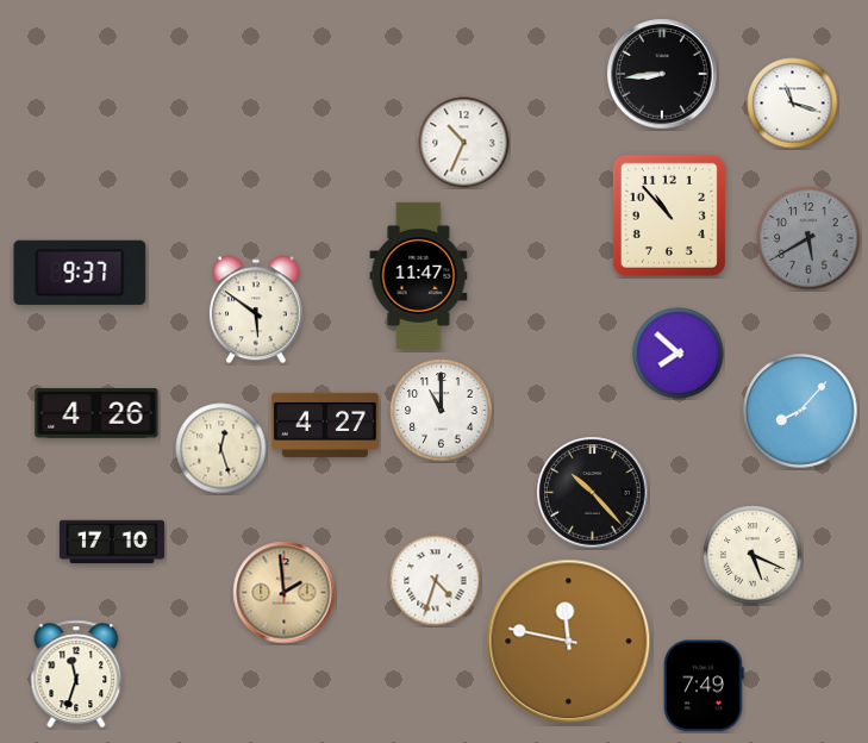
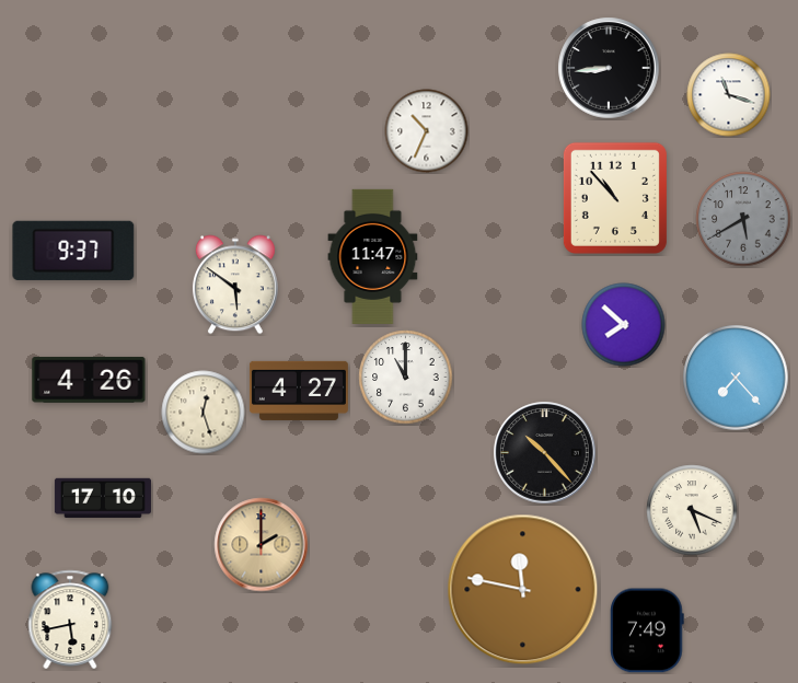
clock at (419, 275) position: (419, 275) -> (373, 256)
clock at (800, 411): 8:07 -> 7:23
clock at (436, 581): 4:33 -> none
clock at (285, 593): 1:59 -> 2:00
clock at (76, 674): 11:33 -> 5:43
